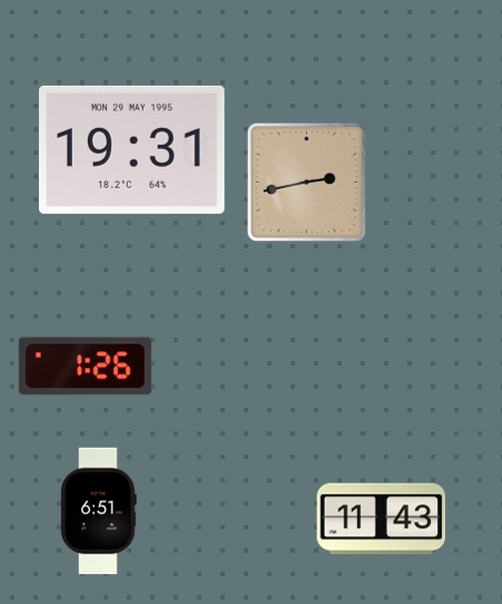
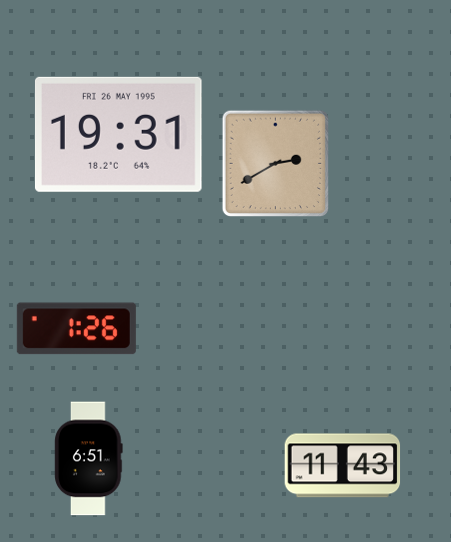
clock at (131, 149) date: MON 29 MAY 1995 -> FRI 26 MAY 1995
clock at (306, 182): 2:43 -> 2:40
